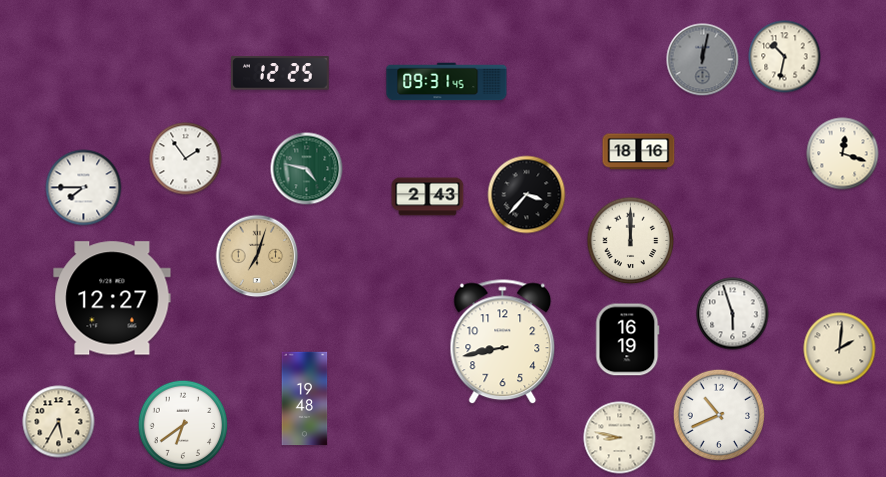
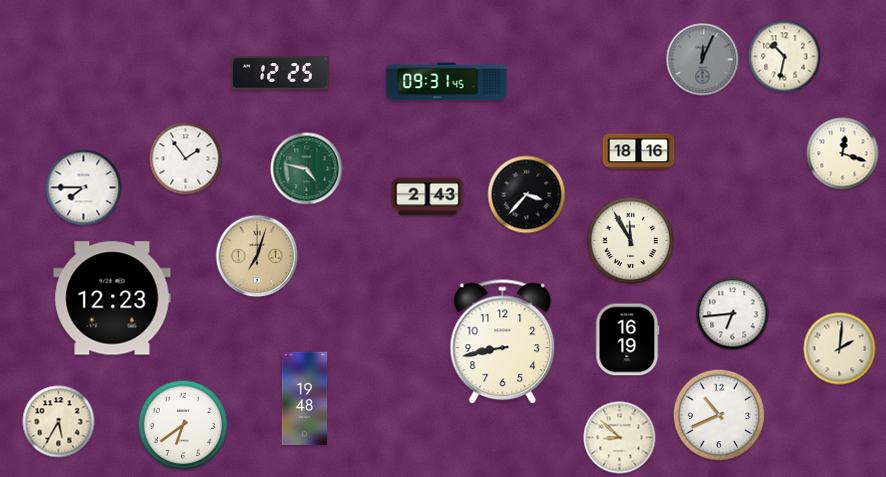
clock at (703, 60): 12:02 -> 12:04
clock at (631, 241): 12:00 -> 11:55
clock at (112, 298): 12:27 -> 12:23
clock at (733, 314): 5:57 -> 6:44
clock at (620, 438): 8:47 -> 8:52
